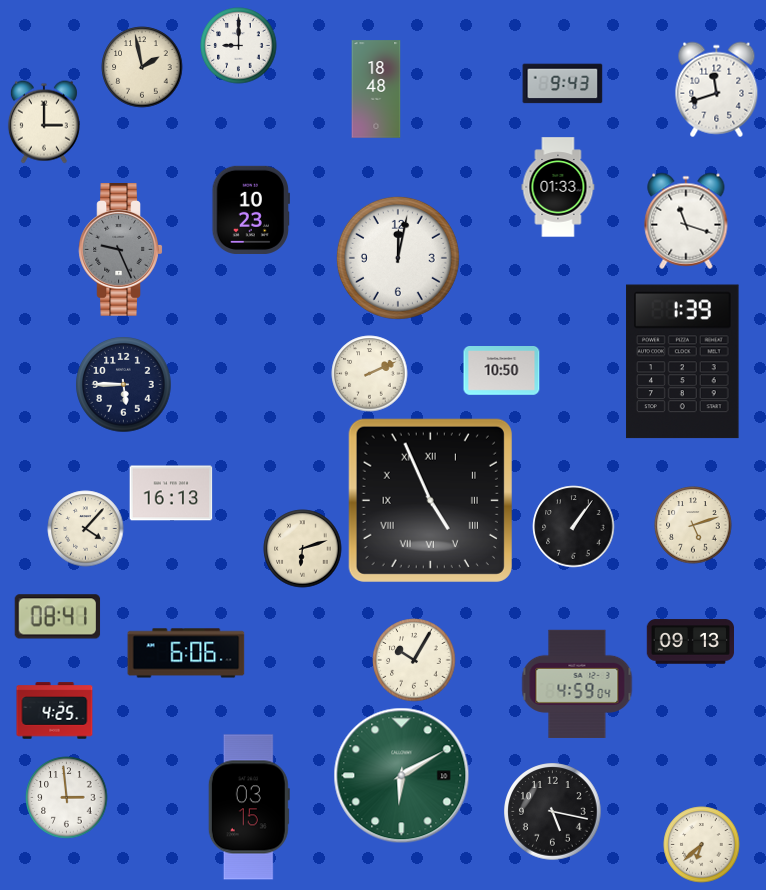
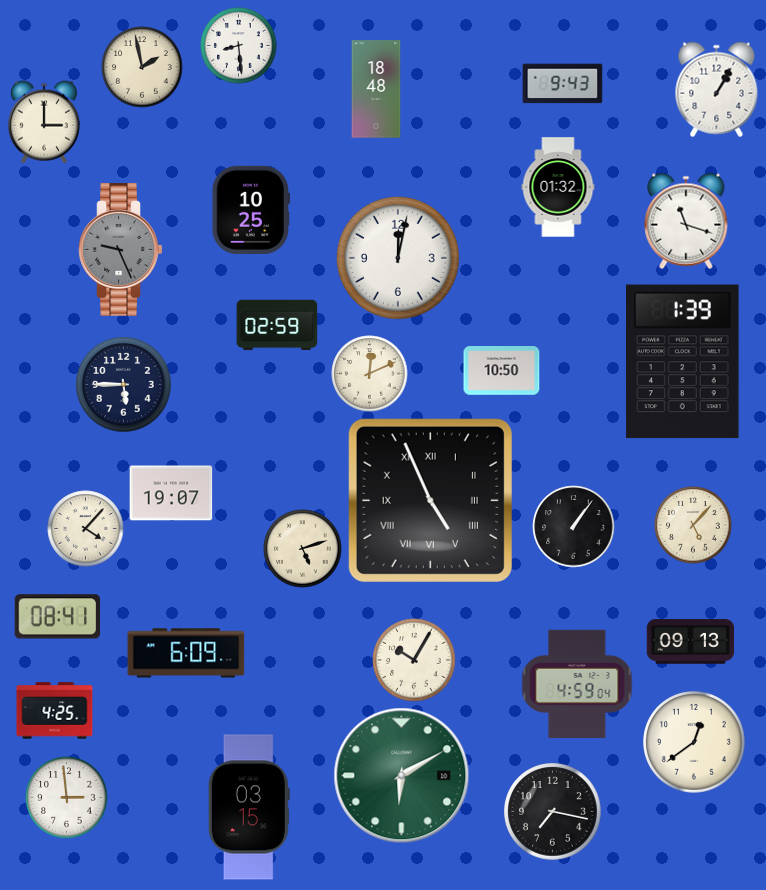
clock at (239, 46): 9:00 -> 8:29
clock at (717, 90): 11:42 -> 1:05
clock at (558, 187): 01:33 -> 01:32
clock at (251, 210): 10:23 -> 10:25
clock at (277, 325): none -> 02:59
clock at (370, 374): 2:11 -> 12:11
clock at (171, 493): 16:13 -> 19:07
clock at (693, 525): 5:12 -> 5:07
clock at (303, 549): 6:12 -> 5:12
clock at (186, 653): 6:06 -> 6:09
clock at (694, 742): none -> 12:39
clock at (553, 812): 5:17 -> 7:17
clock at (702, 845): 6:38 -> none
